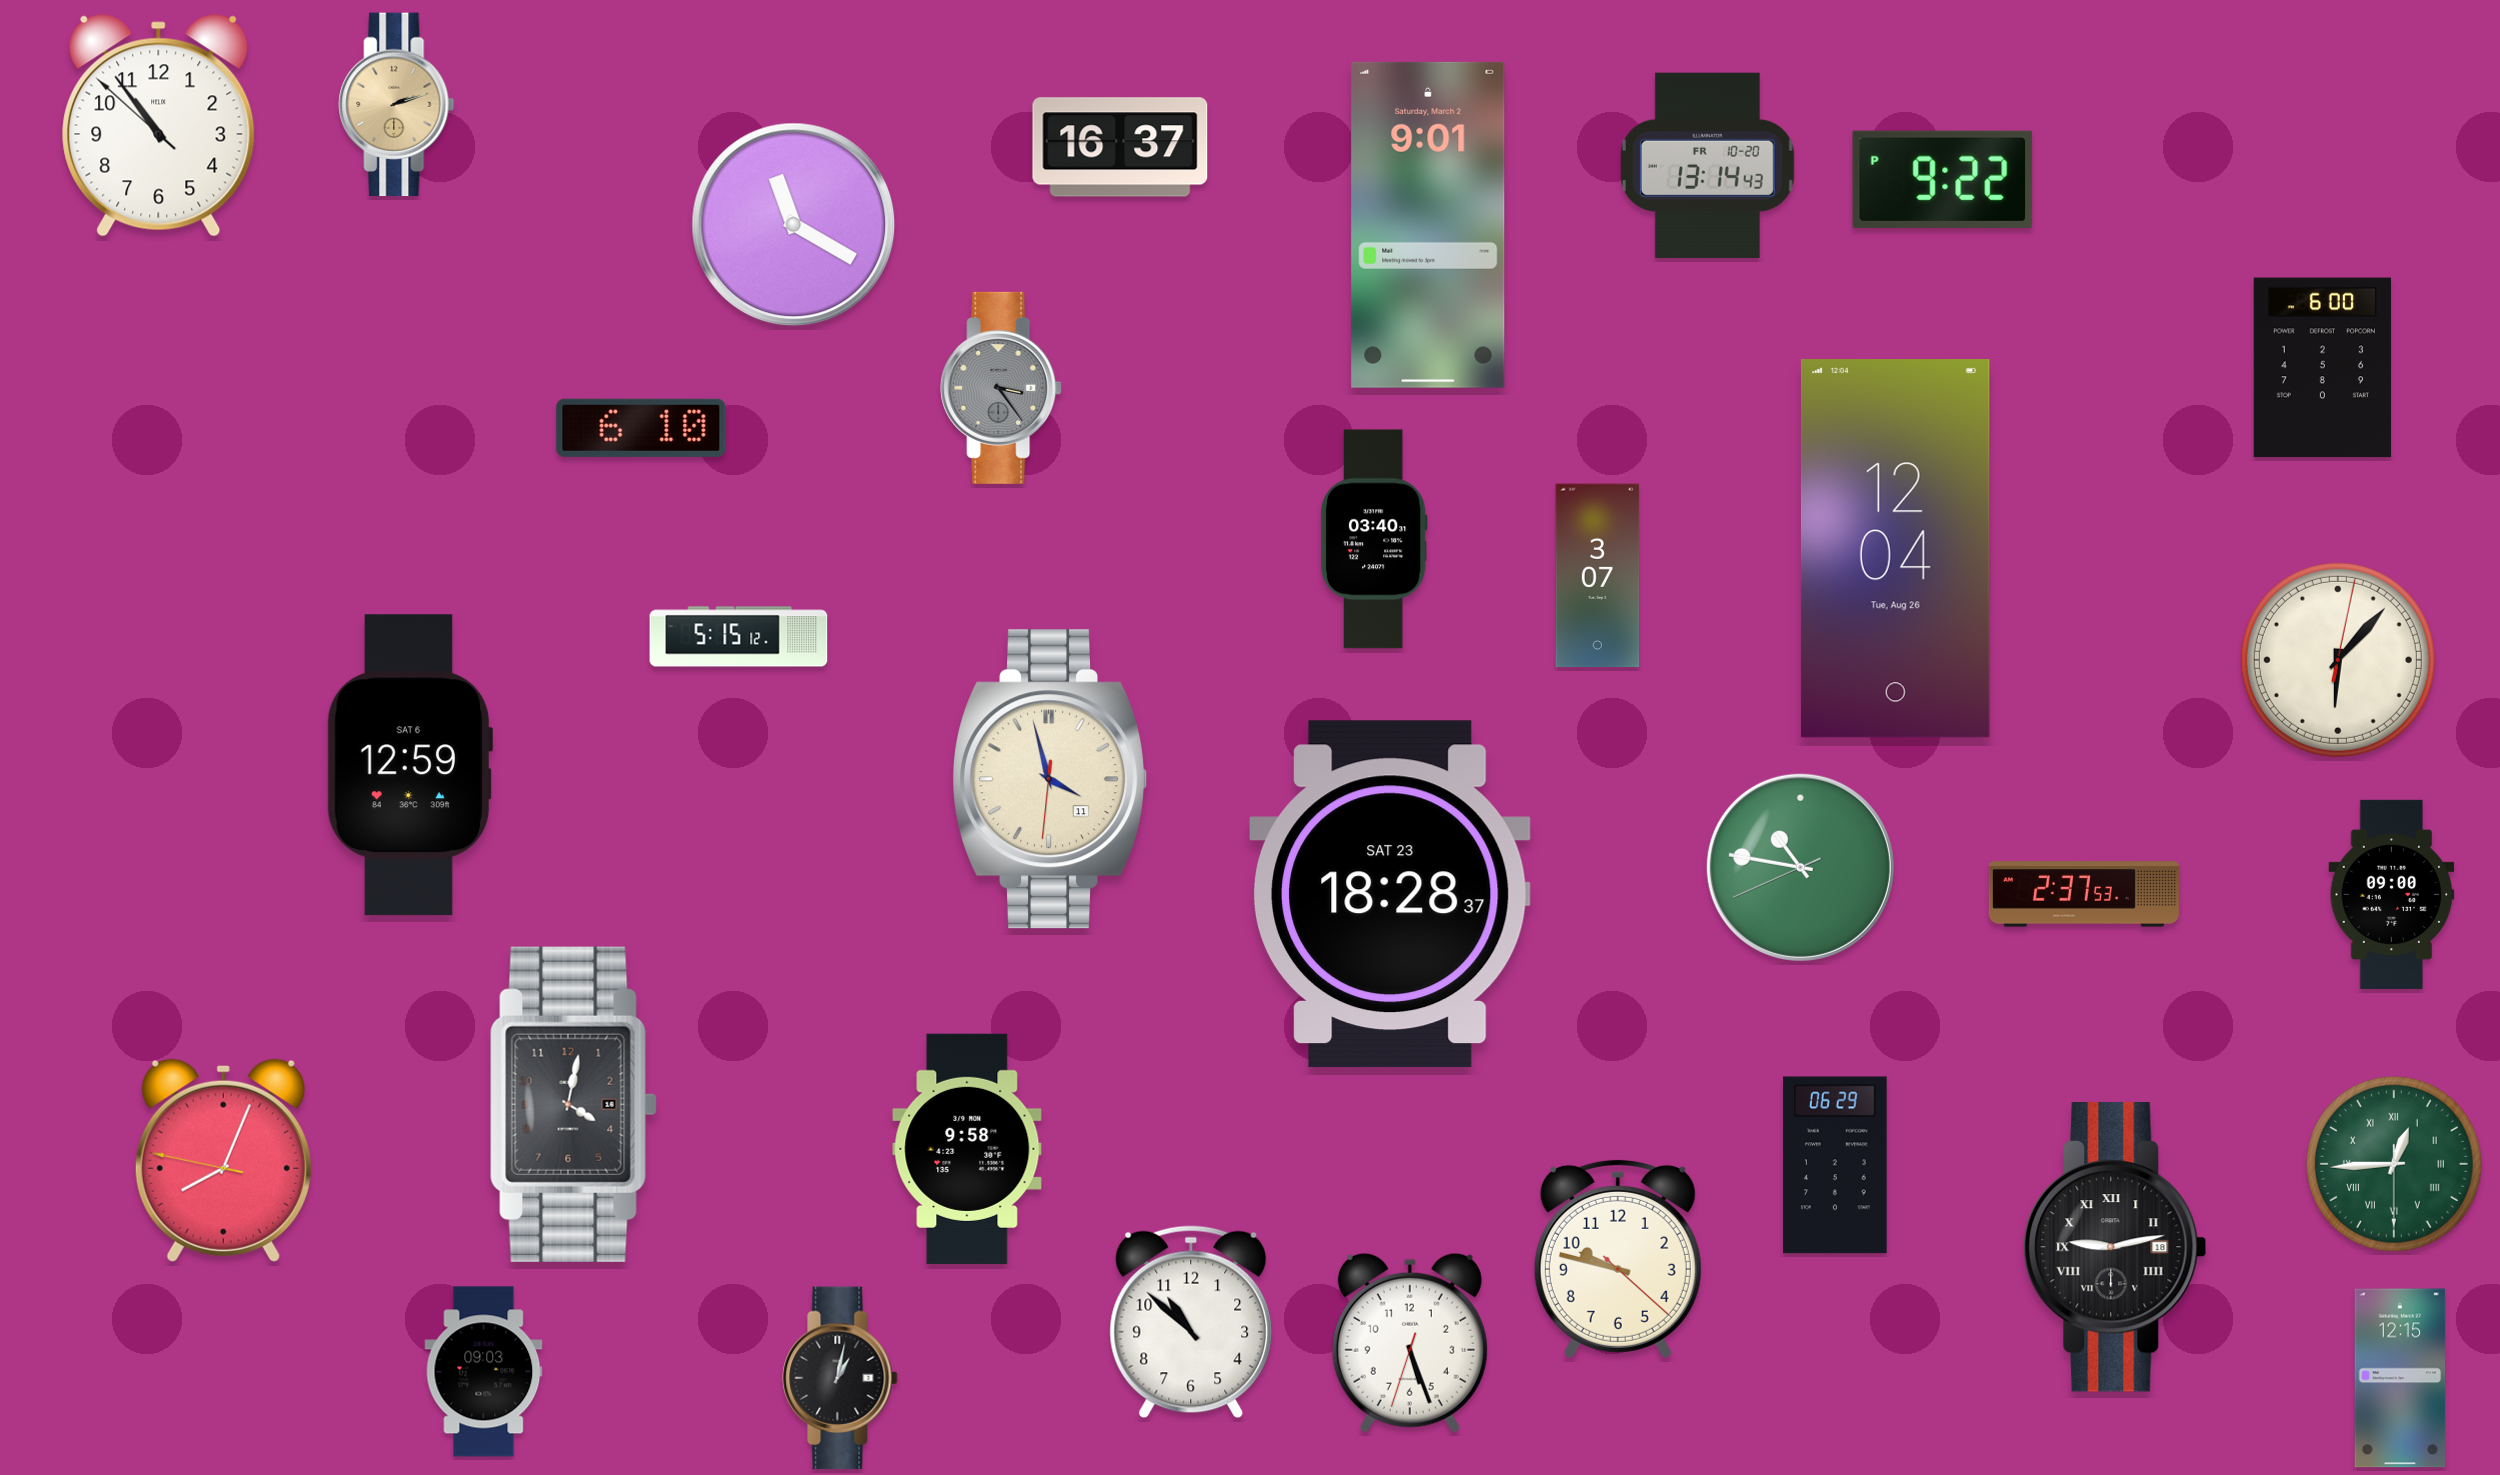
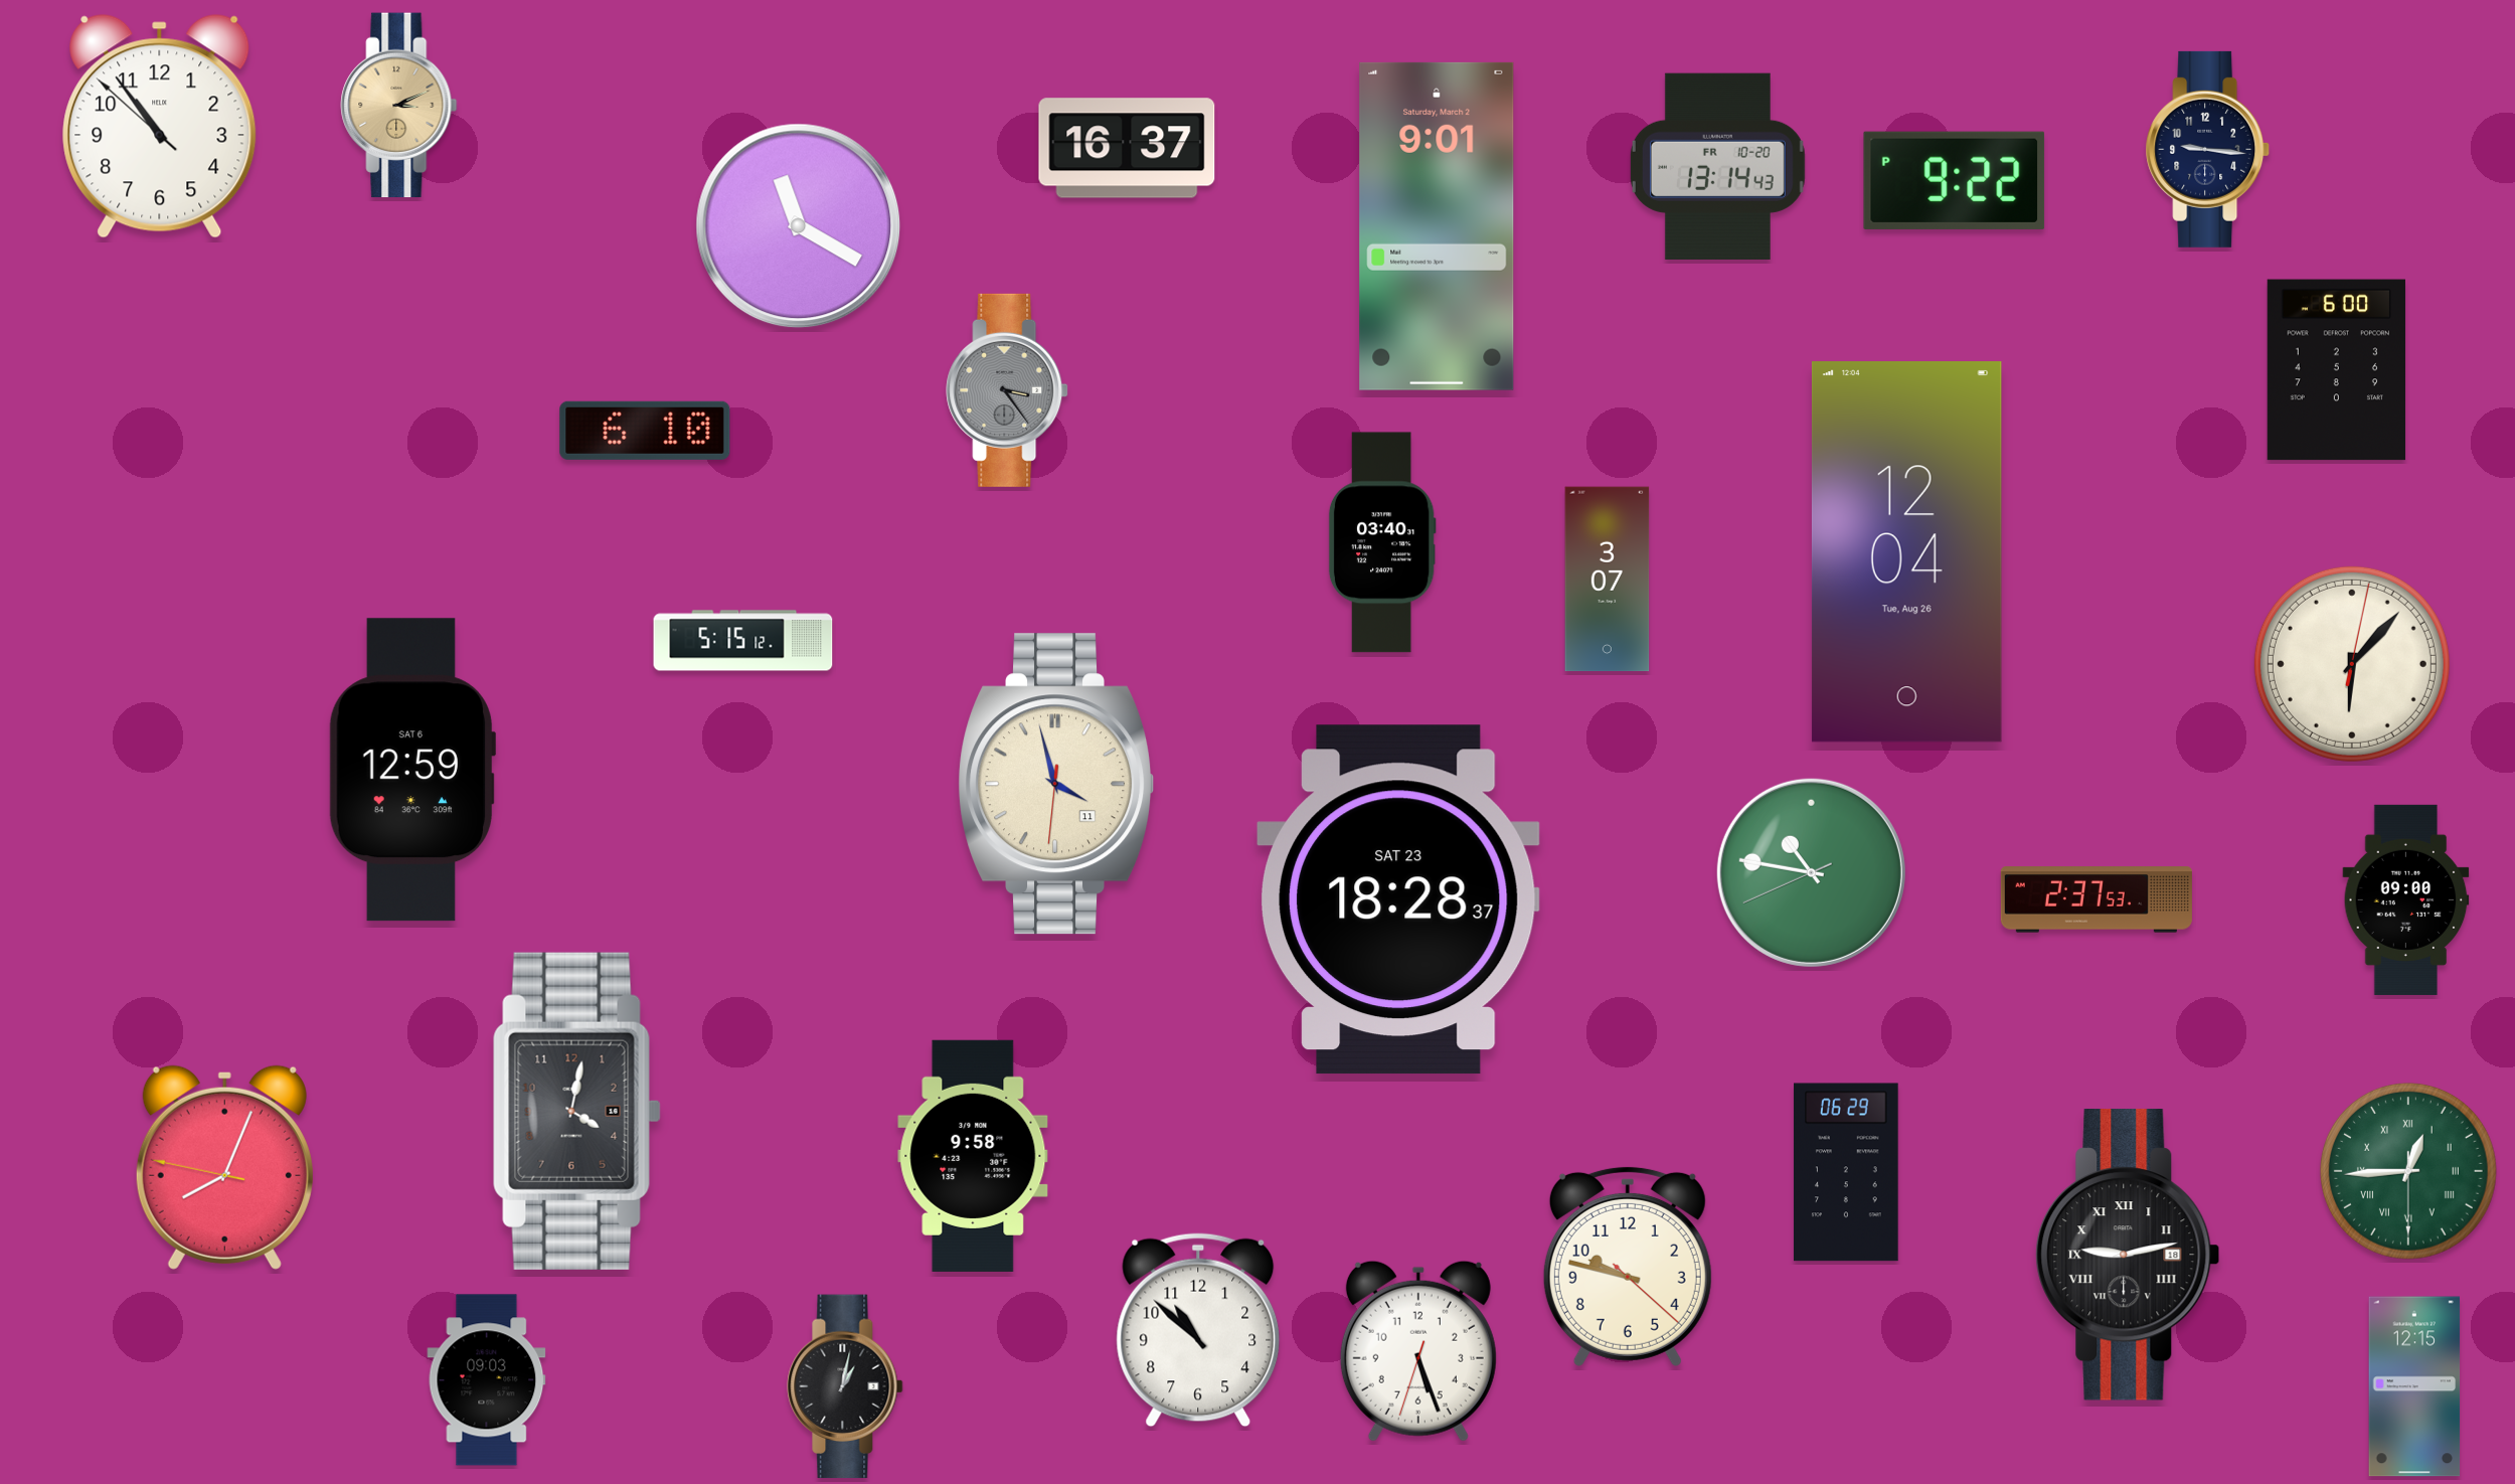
clock at (397, 105): 2:12 -> 3:11
clock at (2208, 149): none -> 9:16
